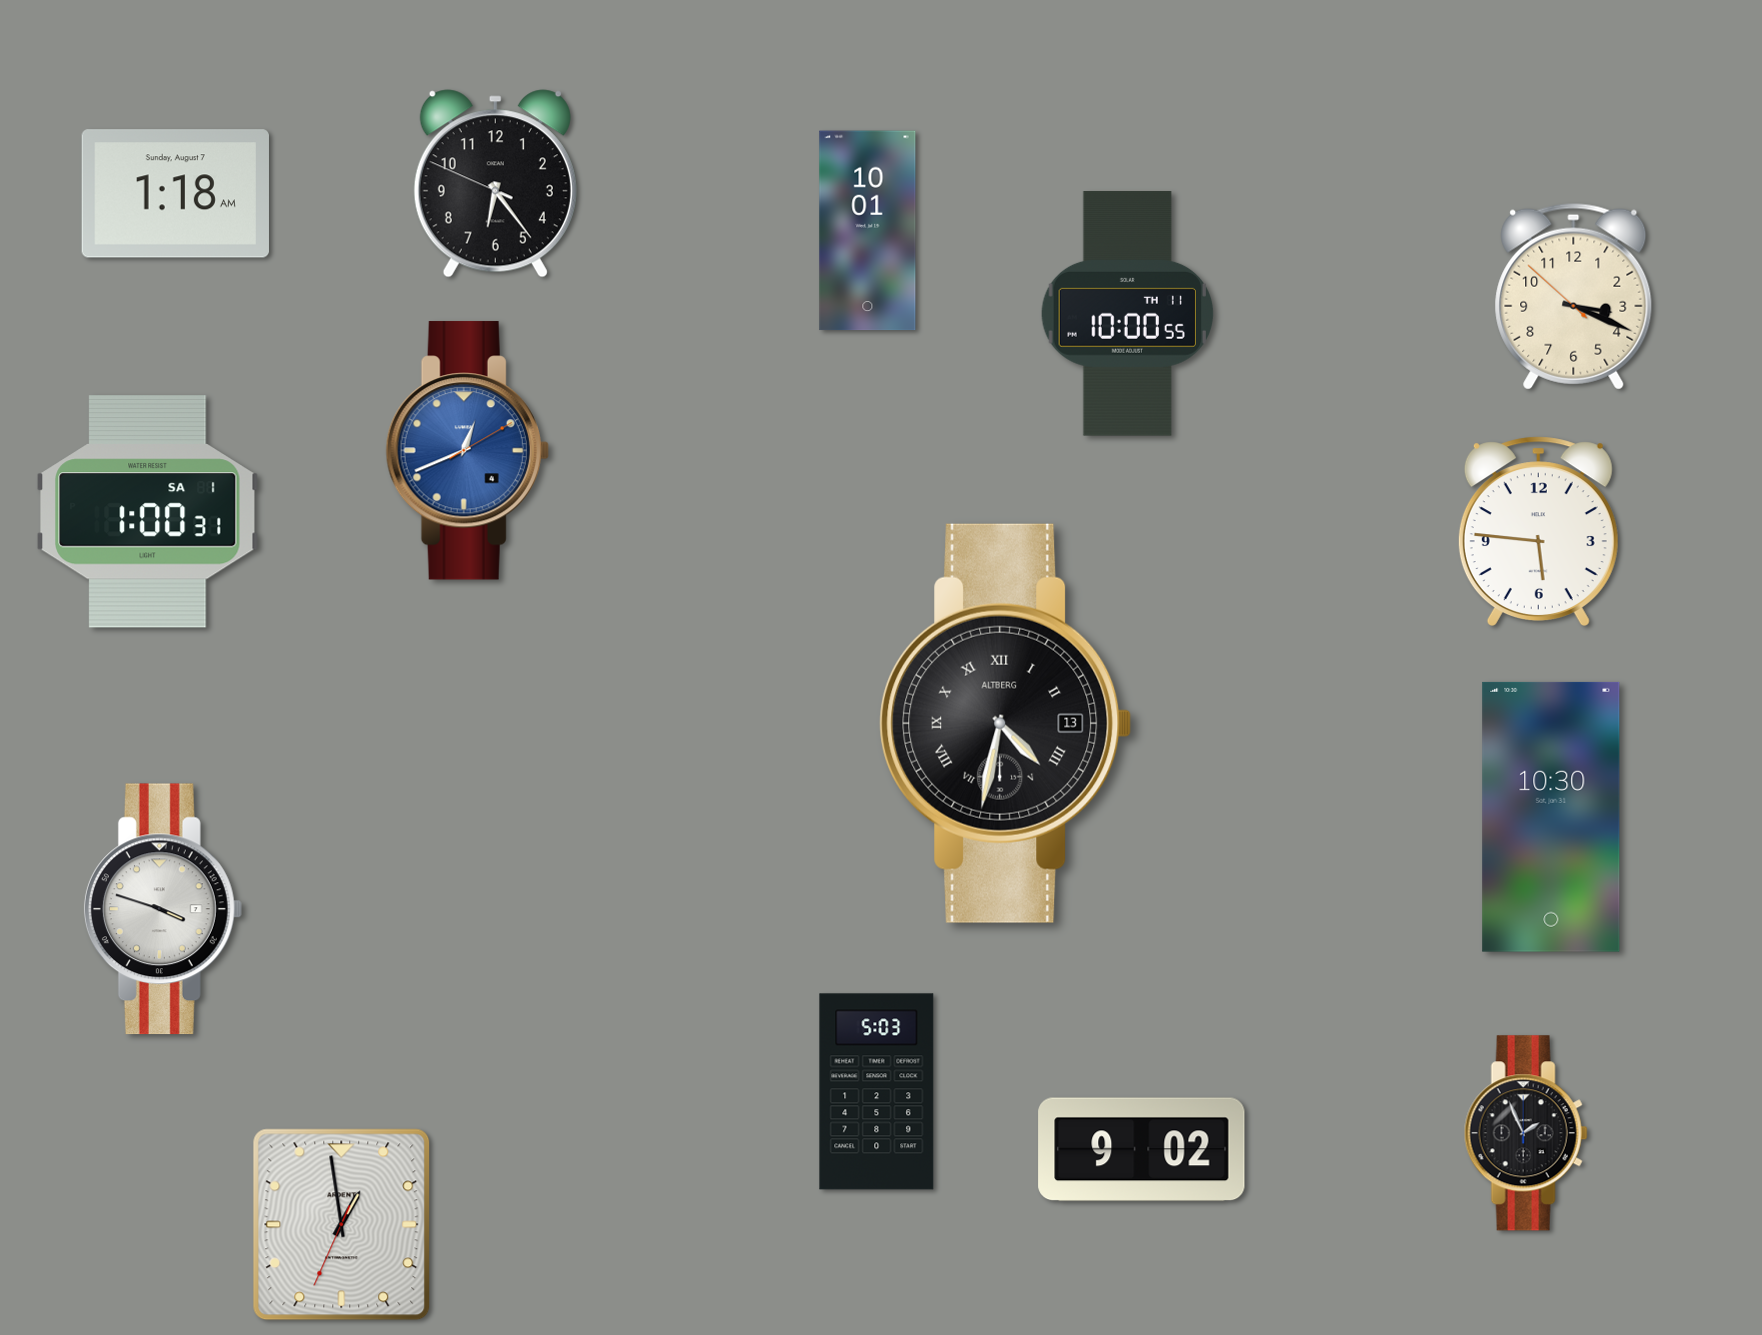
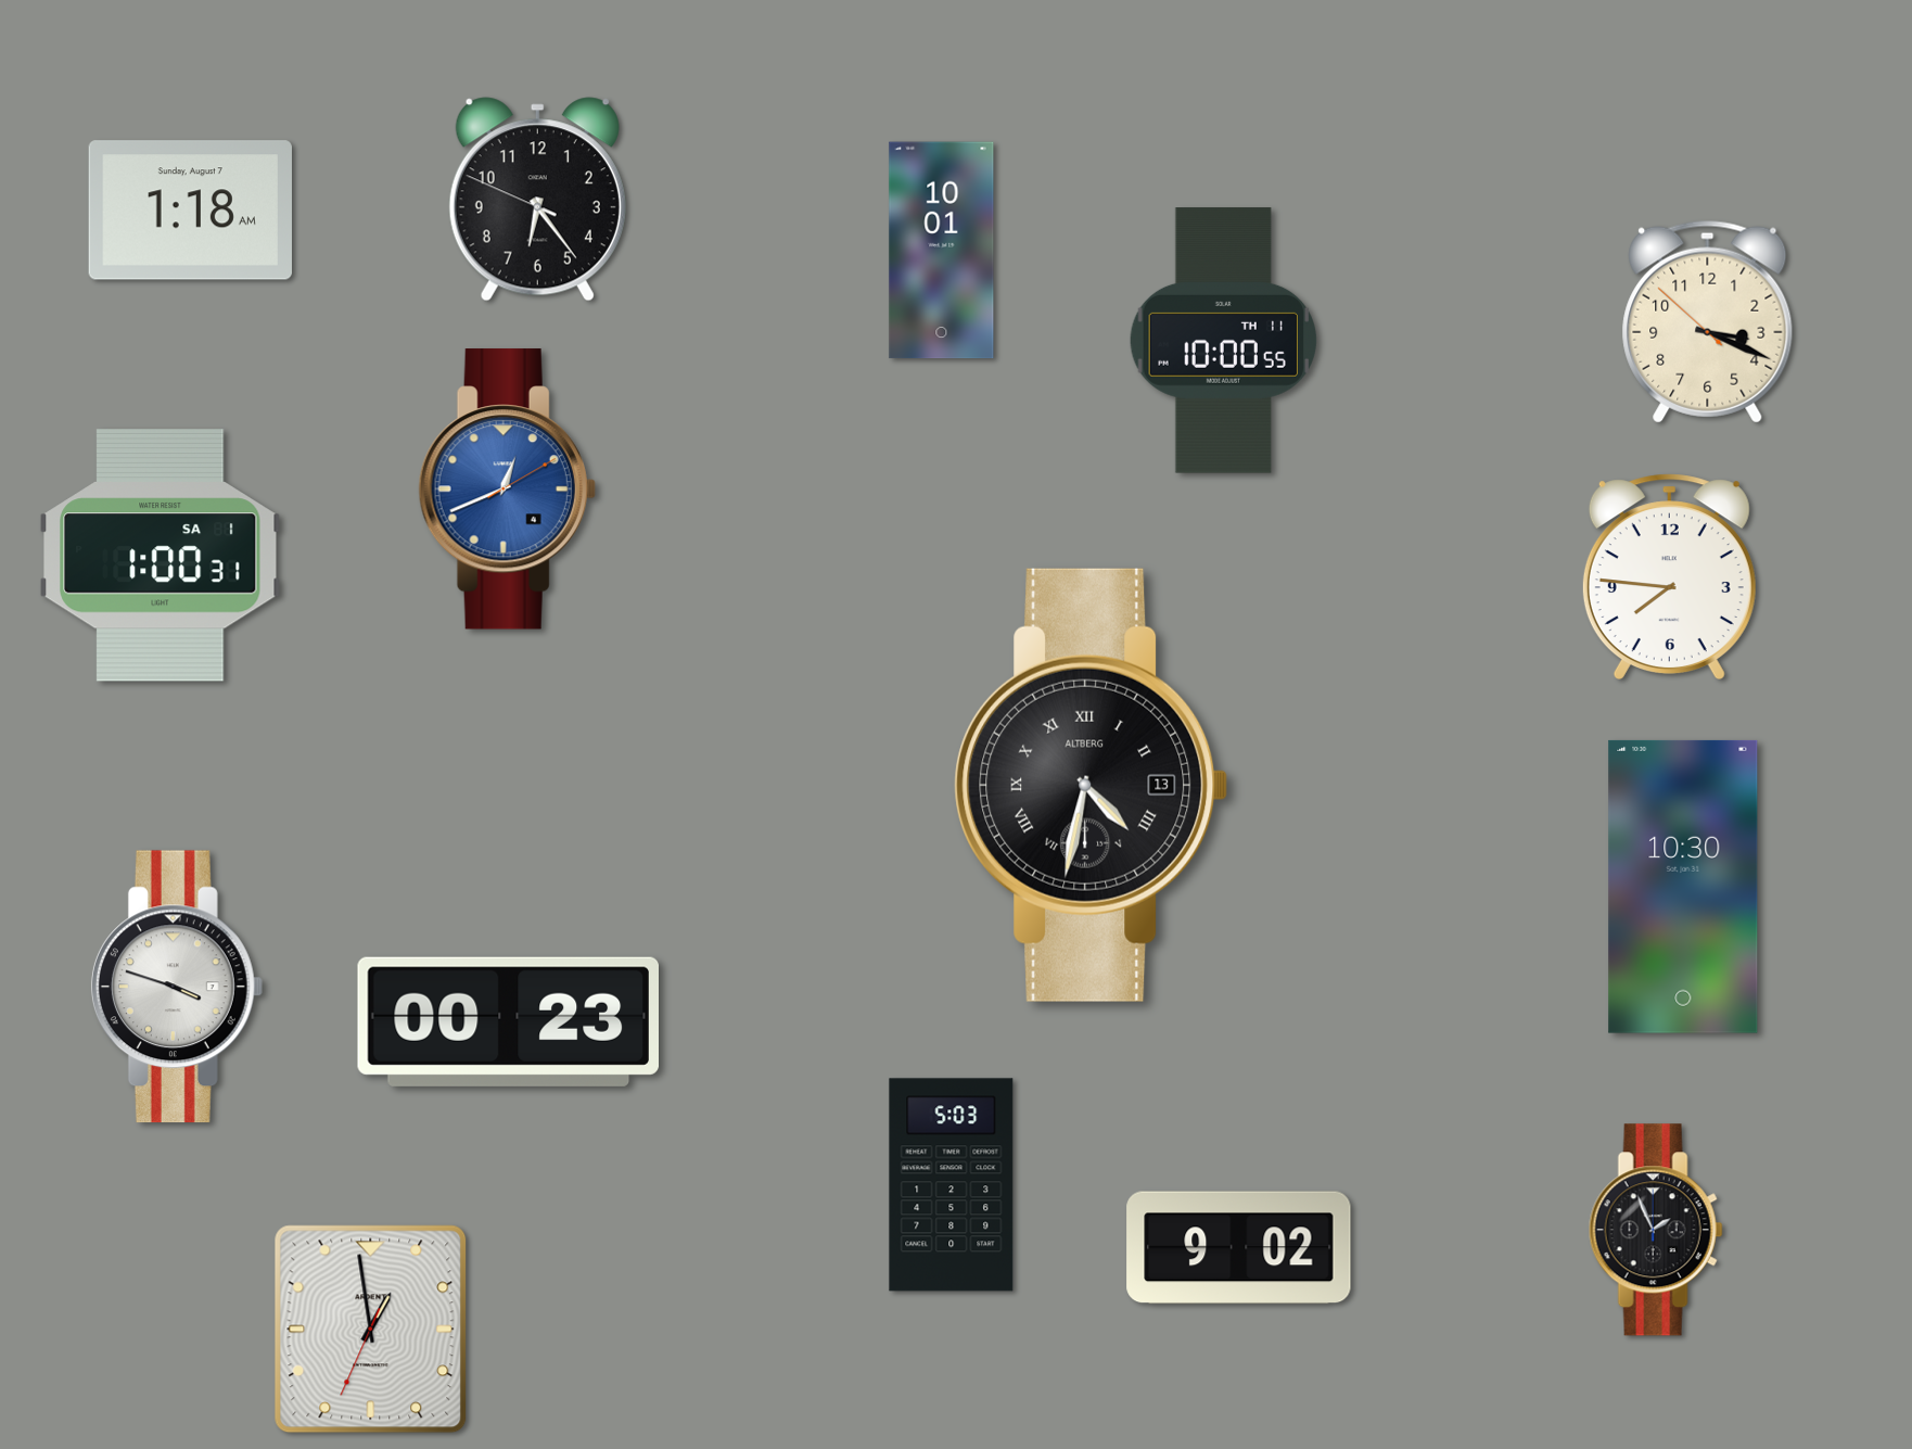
clock at (1538, 531): 5:46 -> 7:46
clock at (508, 1021): none -> 00:23
